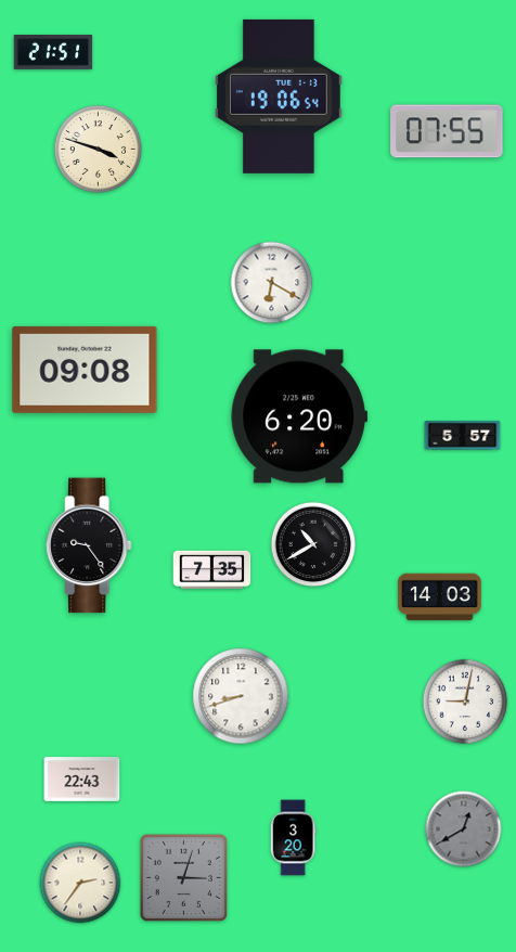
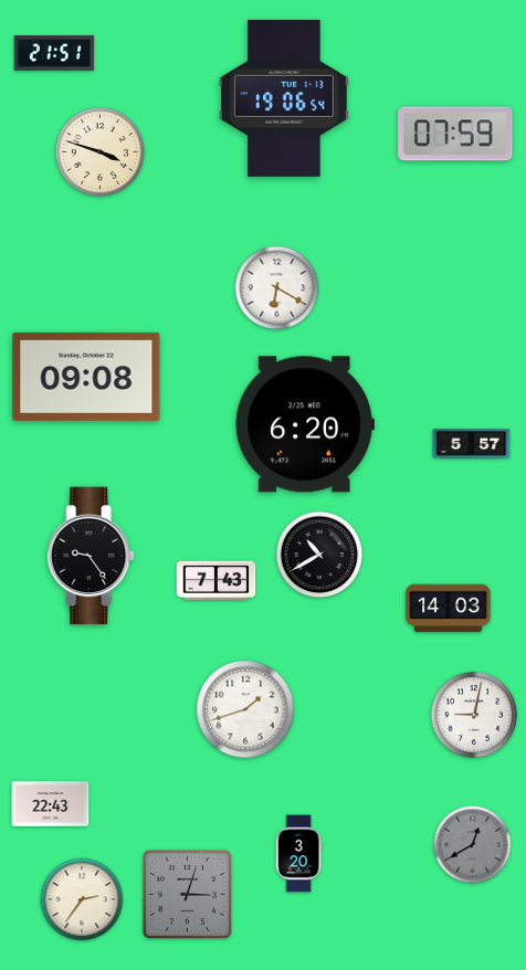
clock at (447, 131): 07:55 -> 07:59
clock at (212, 569): 7:35 -> 7:43
clock at (241, 696): 8:42 -> 1:42
clock at (82, 780) position: (82, 780) -> (51, 804)
